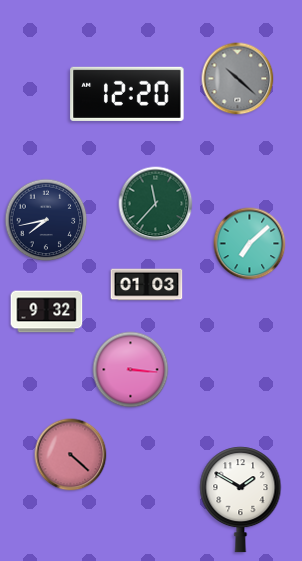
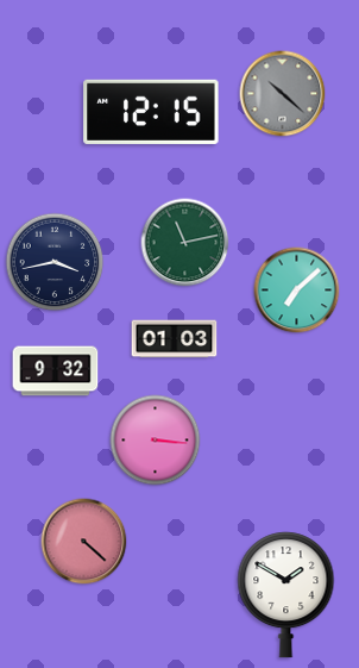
clock at (127, 94): 12:20 -> 12:15
clock at (156, 204): 11:37 -> 11:13
clock at (46, 220): 7:43 -> 3:43
